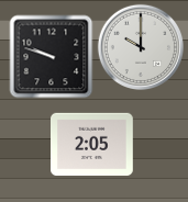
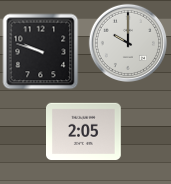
clock at (52, 57) position: (52, 57) -> (41, 52)
